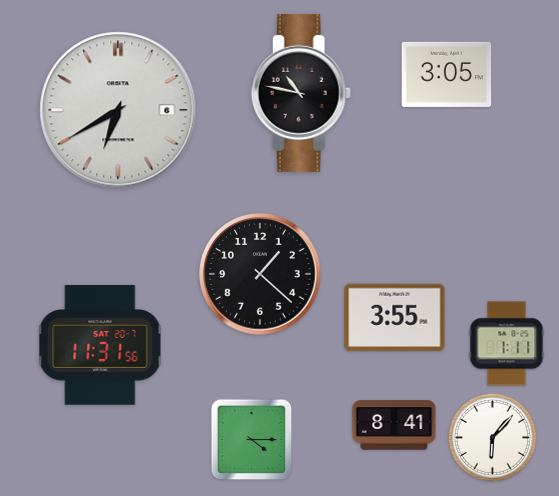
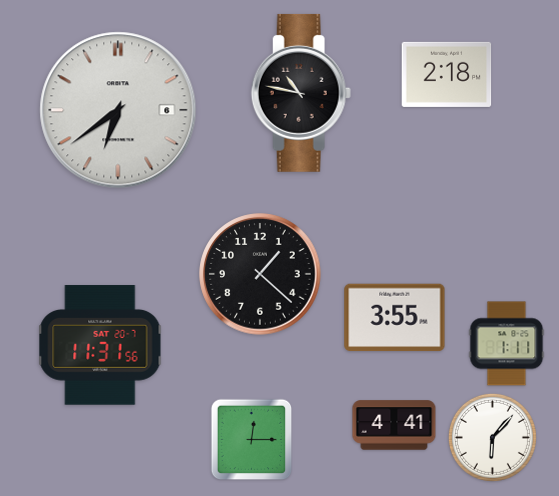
clock at (447, 74): 3:05 -> 2:18
clock at (118, 110): 6:40 -> 6:39
clock at (394, 425): 8:41 -> 4:41
clock at (252, 440): 4:15 -> 12:15
